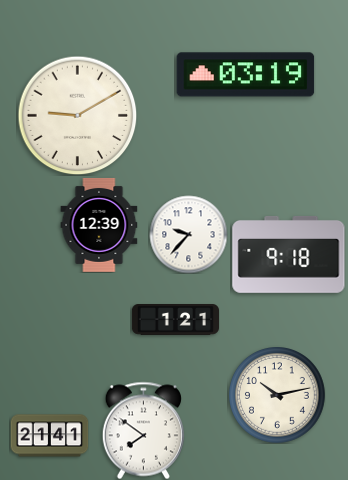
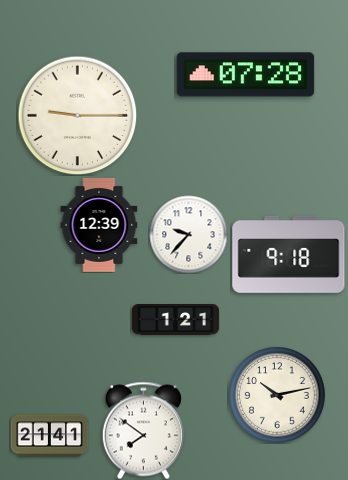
clock at (246, 75): 03:19 -> 07:28
clock at (77, 115): 9:10 -> 9:15
